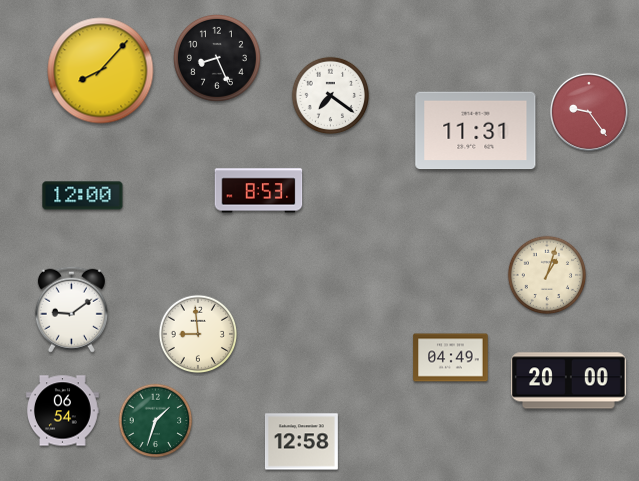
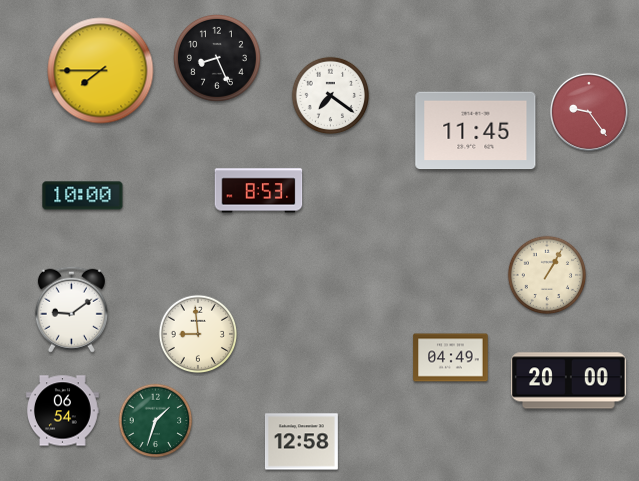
clock at (101, 71): 8:07 -> 7:45
clock at (476, 131): 11:31 -> 11:45
clock at (83, 196): 12:00 -> 10:00
clock at (547, 275): 1:03 -> 1:05
